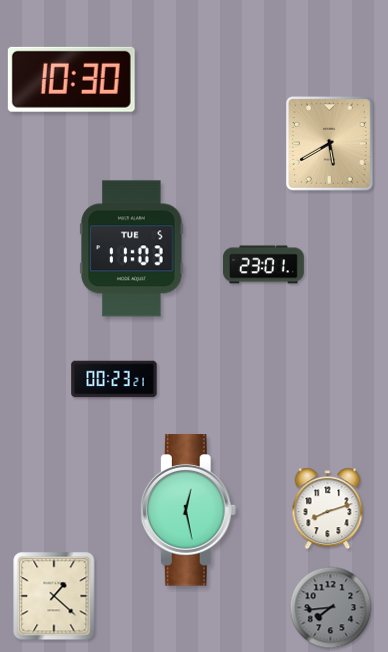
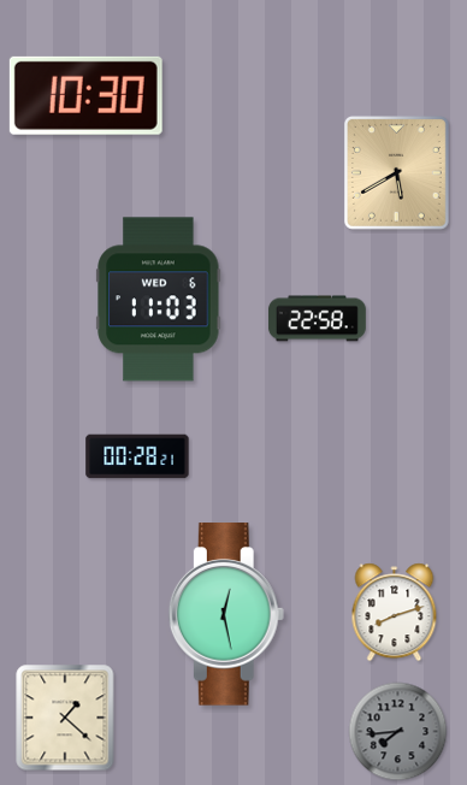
clock at (132, 249) date: TUE 5 -> WED 6
clock at (263, 265): 23:01 -> 22:58
clock at (114, 379): 00:23 -> 00:28
